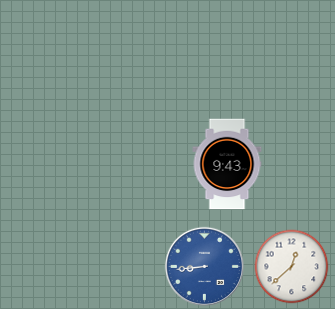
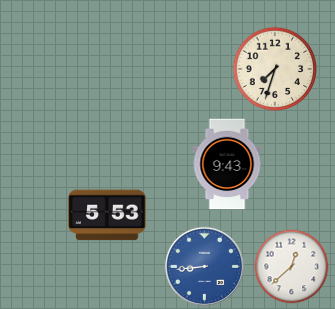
clock at (275, 69): none -> 7:33
clock at (107, 215): none -> 5:53
